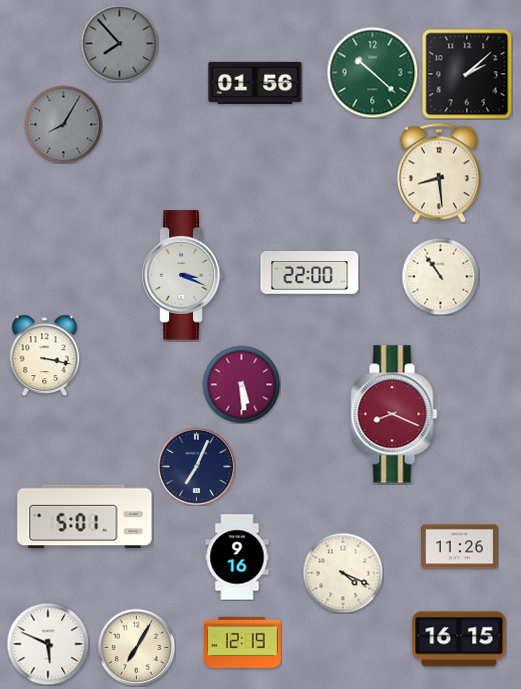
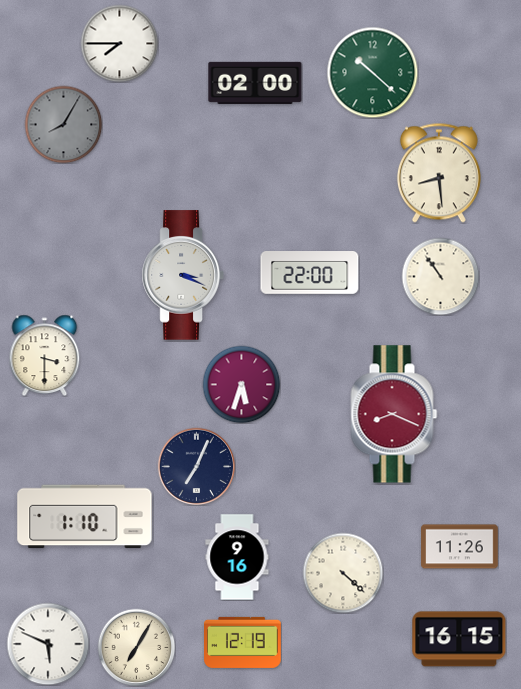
clock at (119, 43): 7:53 -> 7:45
clock at (119, 43) dial: grey -> white
clock at (467, 74): 2:08 -> none
clock at (255, 83): 01:56 -> 02:00
clock at (45, 355): 3:17 -> 3:30
clock at (241, 384): 5:29 -> 5:33
clock at (85, 517): 5:01 -> 1:10
clock at (343, 573): 4:19 -> 4:22
